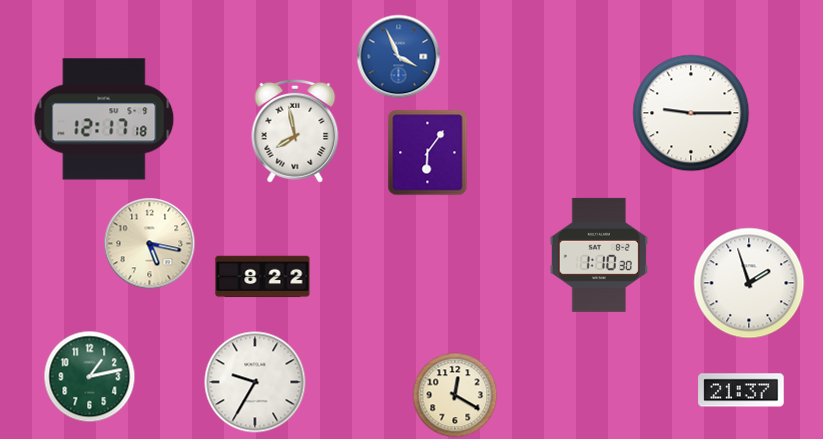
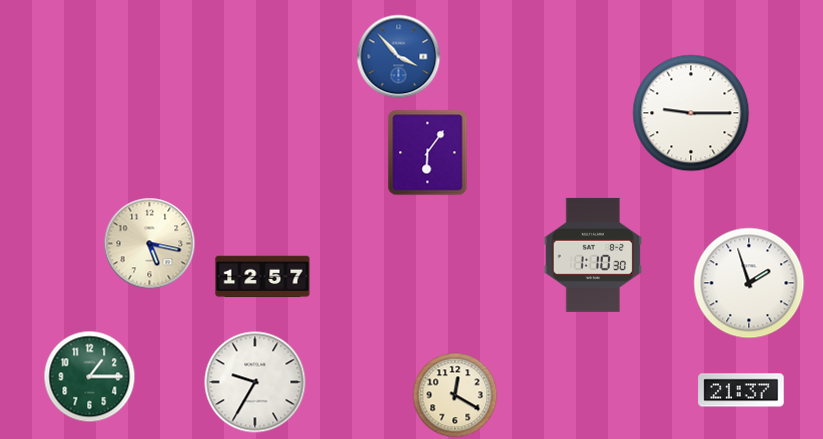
clock at (399, 57): 3:56 -> 3:53
clock at (104, 119): 12:17 -> none
clock at (295, 131): 7:58 -> none
clock at (598, 255) position: (598, 255) -> (592, 255)
clock at (263, 277): 8:22 -> 12:57
clock at (90, 377): 1:13 -> 1:15
